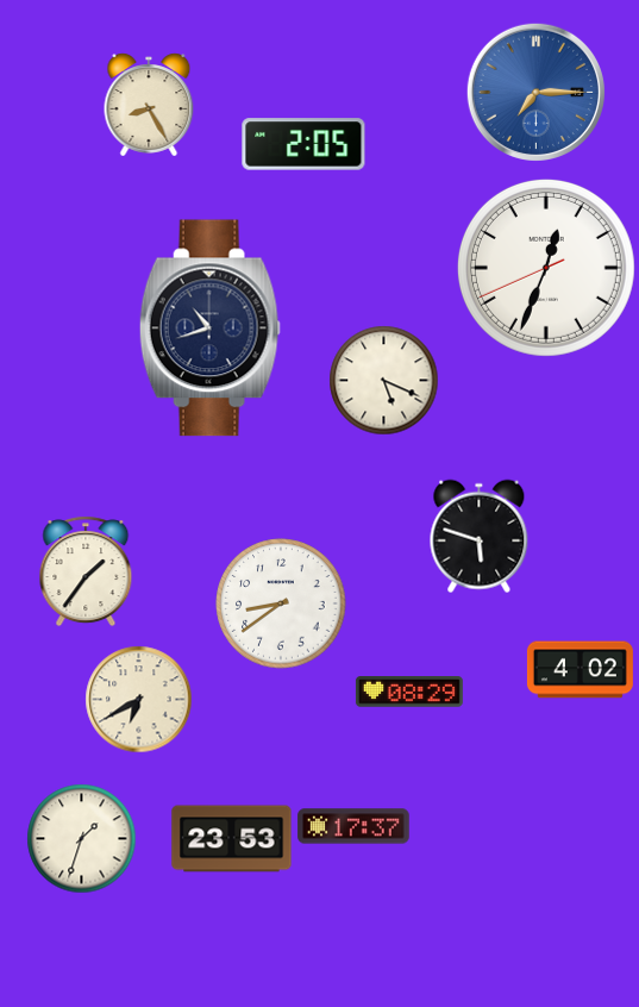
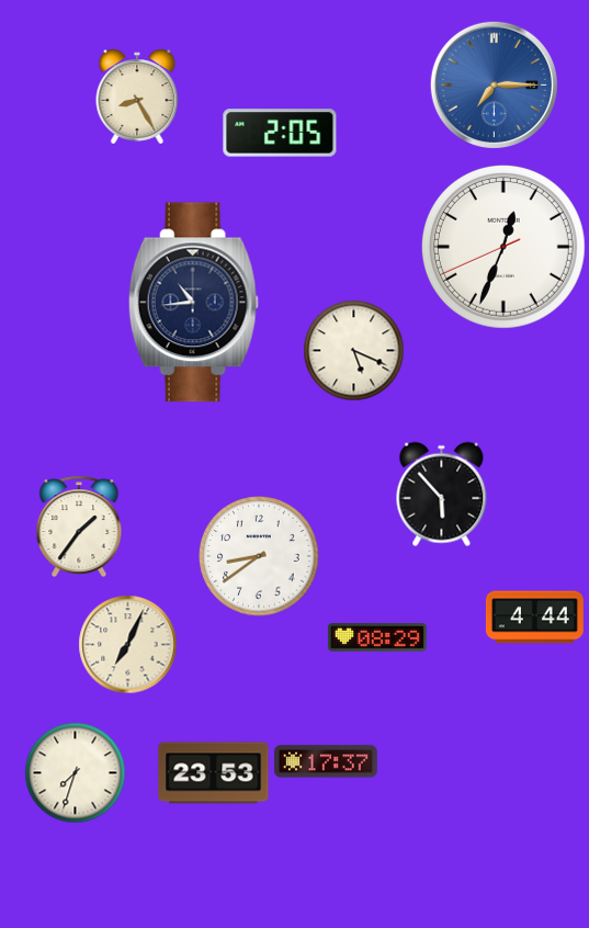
clock at (209, 329): 10:42 -> 10:44
clock at (480, 537): 5:48 -> 5:53
clock at (580, 670): 4:02 -> 4:44
clock at (139, 700): 6:40 -> 7:04
clock at (82, 839): 1:33 -> 7:33
